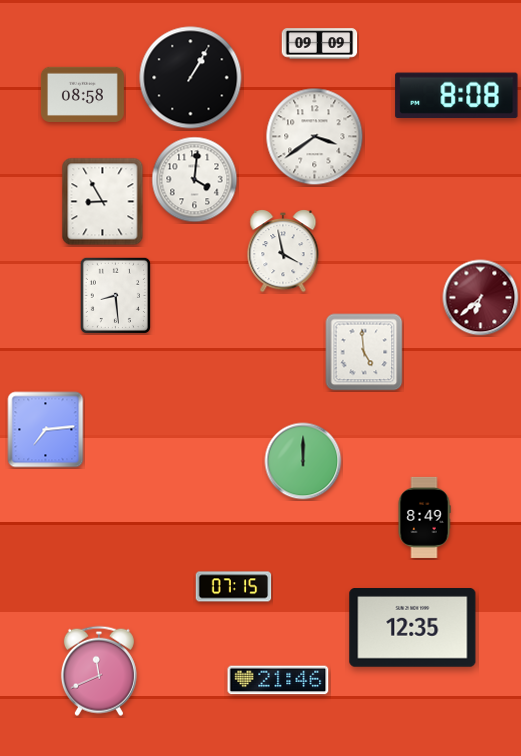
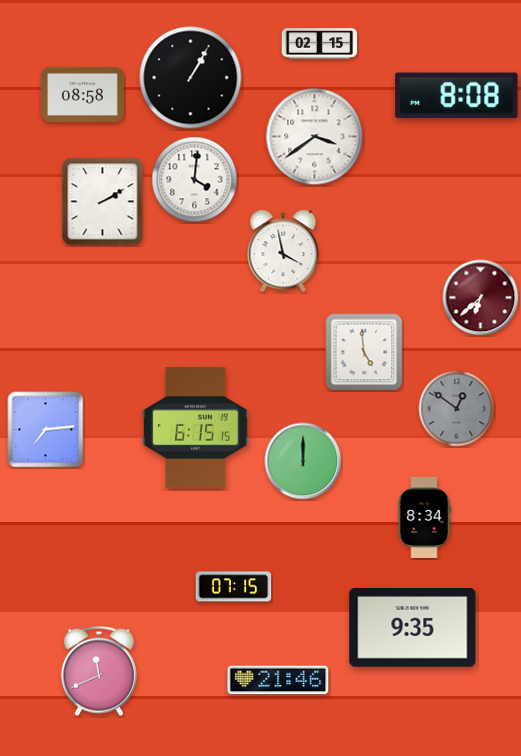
clock at (320, 44): 09:09 -> 02:15
clock at (103, 202): 8:55 -> 2:10
clock at (115, 295): 8:29 -> none
clock at (457, 409): none -> 12:51
clock at (196, 428): none -> 6:15
clock at (424, 517): 8:49 -> 8:34
clock at (413, 628): 12:35 -> 9:35
